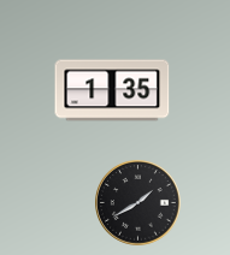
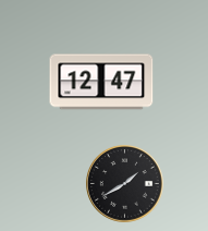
clock at (112, 90): 1:35 -> 12:47
